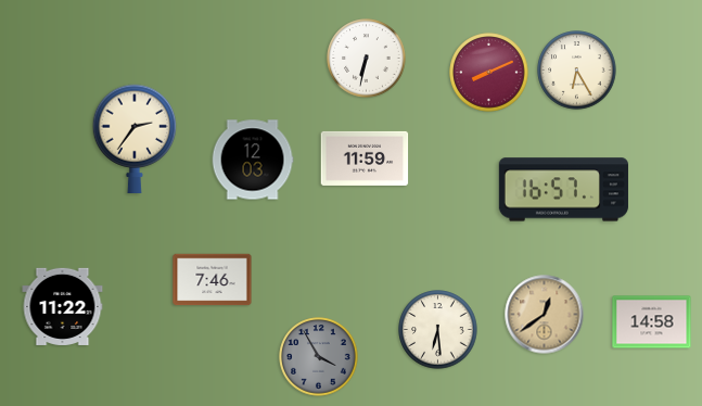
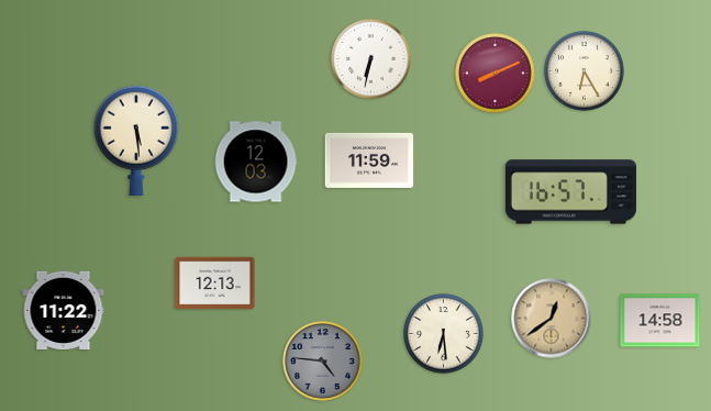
clock at (135, 138): 2:36 -> 5:29
clock at (213, 280): 7:46 -> 12:13
clock at (652, 322) position: (652, 322) -> (660, 321)
clock at (319, 357): 3:55 -> 4:46
